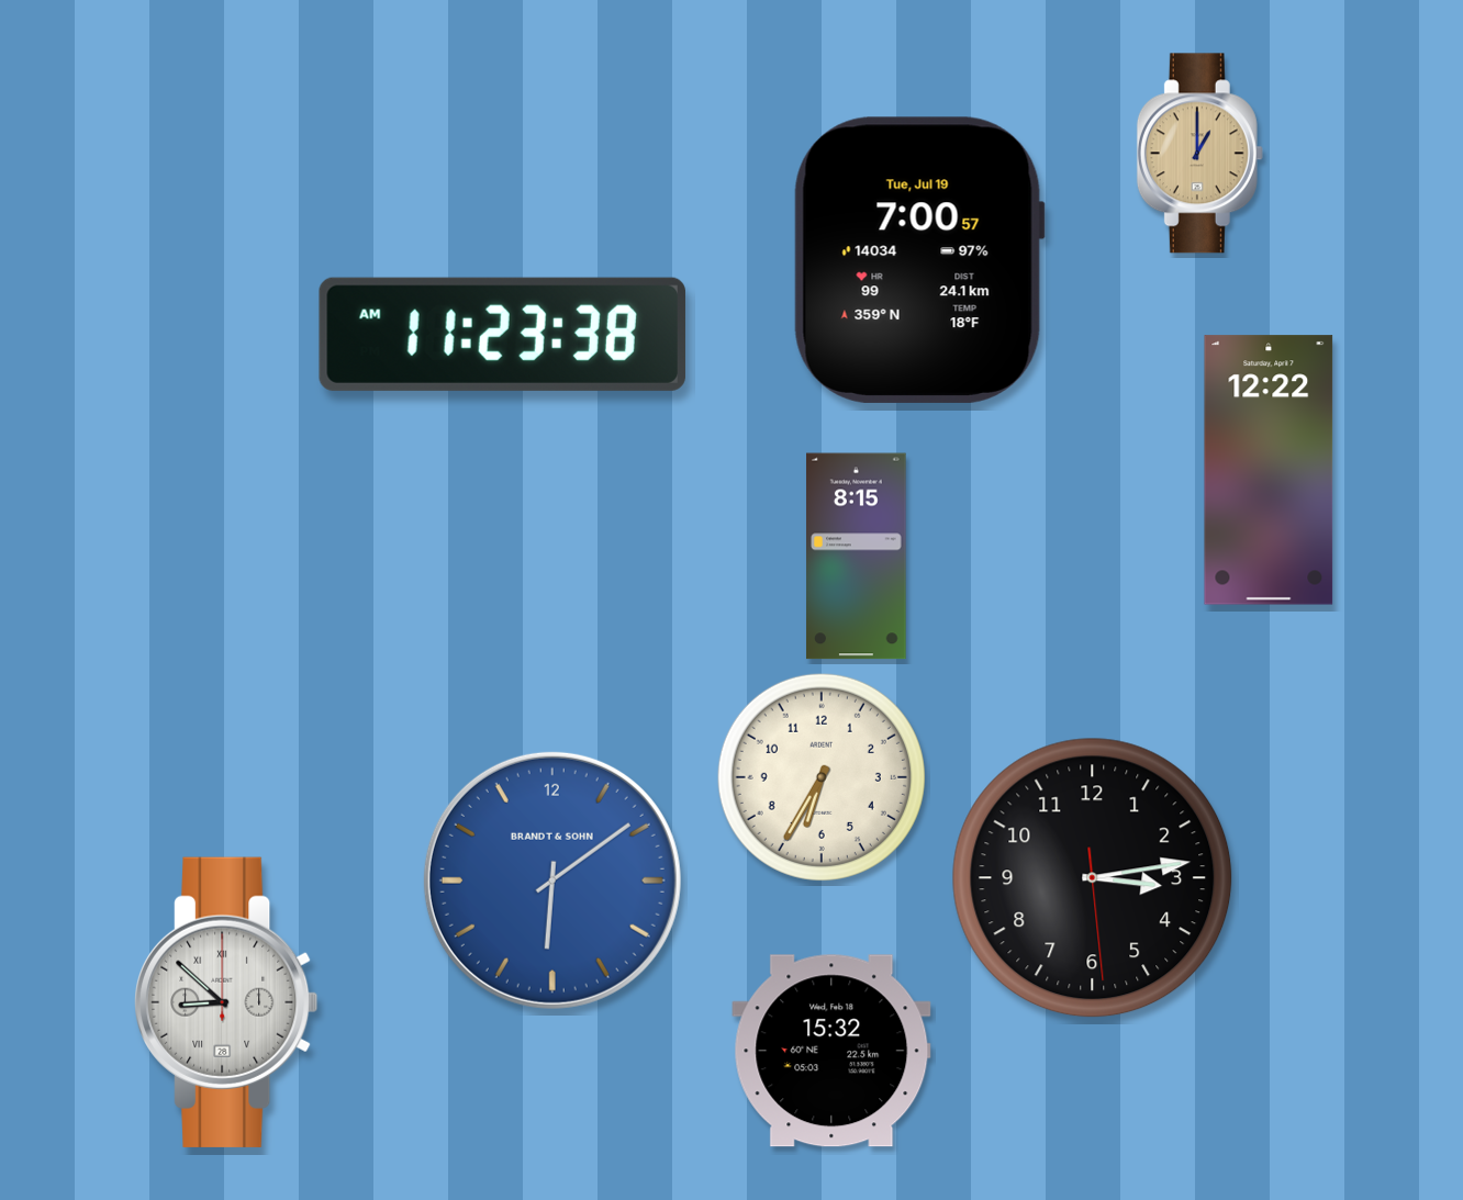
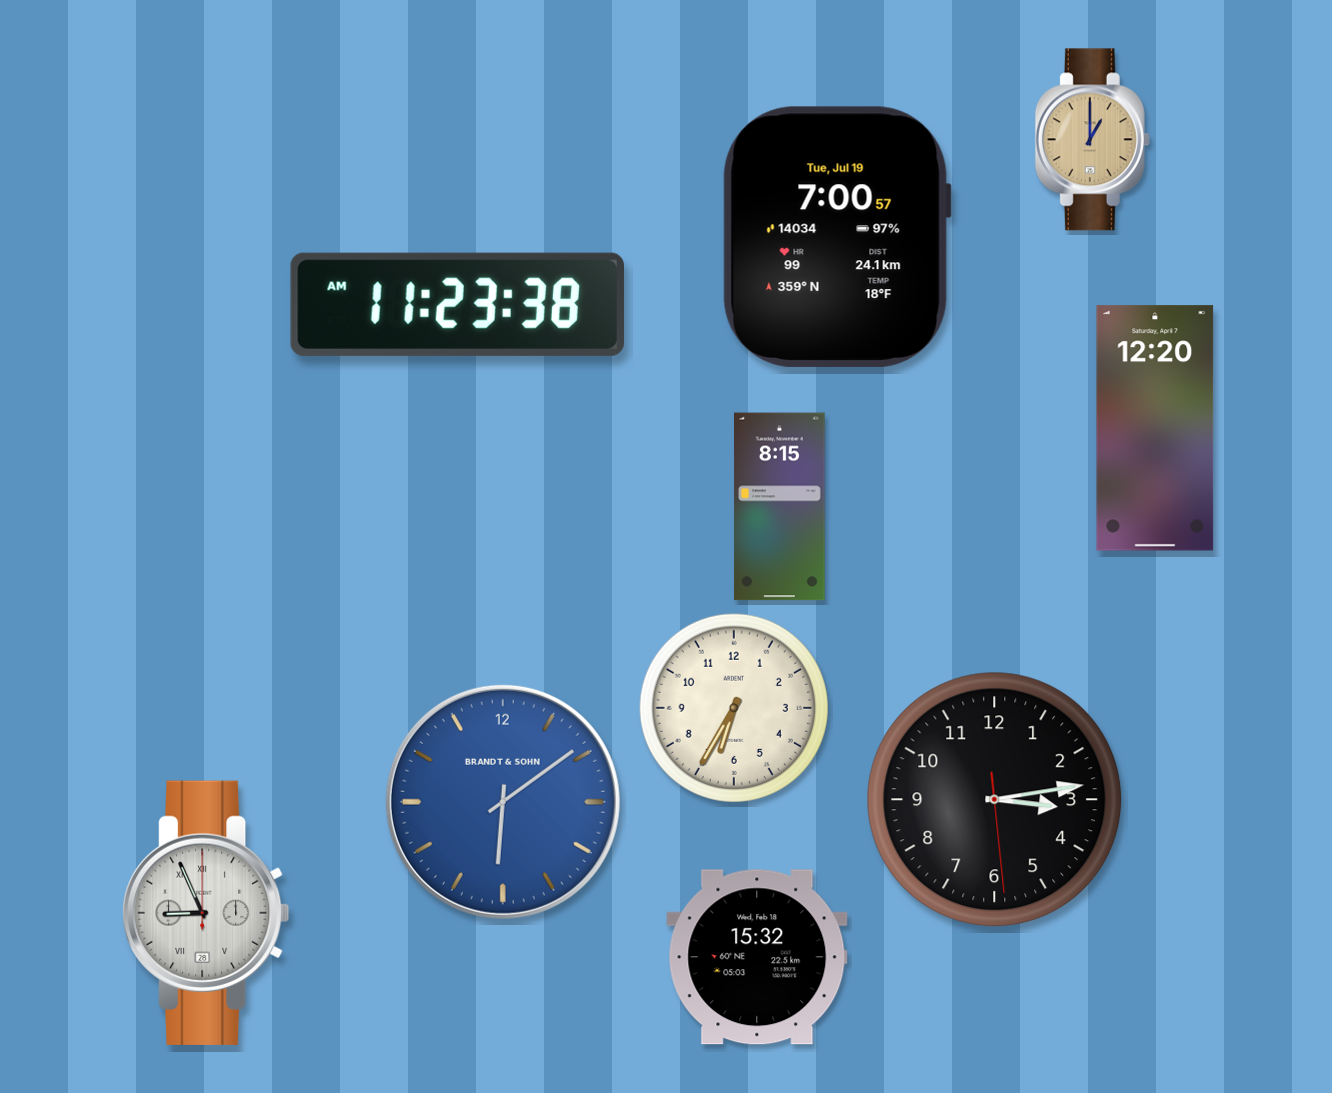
clock at (1269, 470): 12:22 -> 12:20
clock at (822, 777) position: (822, 777) -> (734, 708)
clock at (226, 1002): 8:52 -> 8:56
